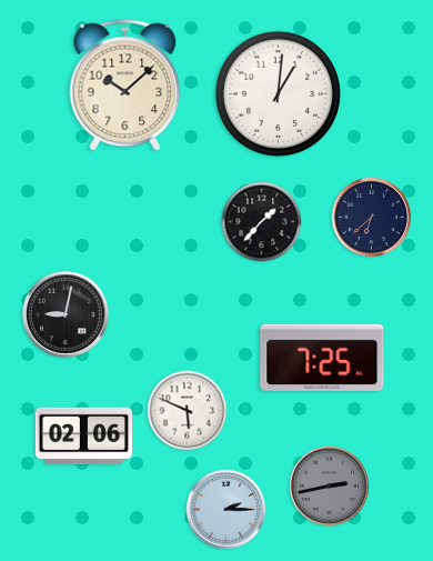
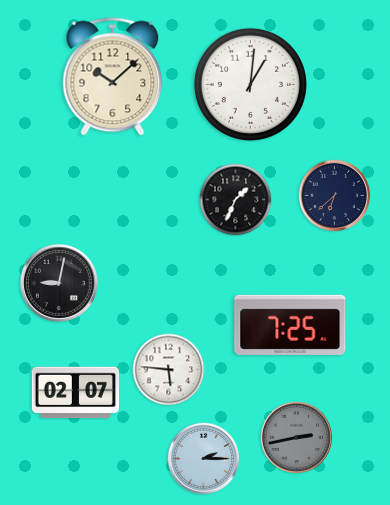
clock at (262, 222): 1:37 -> 1:34
clock at (322, 358) position: (322, 358) -> (290, 325)
clock at (188, 411): 5:49 -> 5:46
clock at (83, 437): 02:06 -> 02:07
